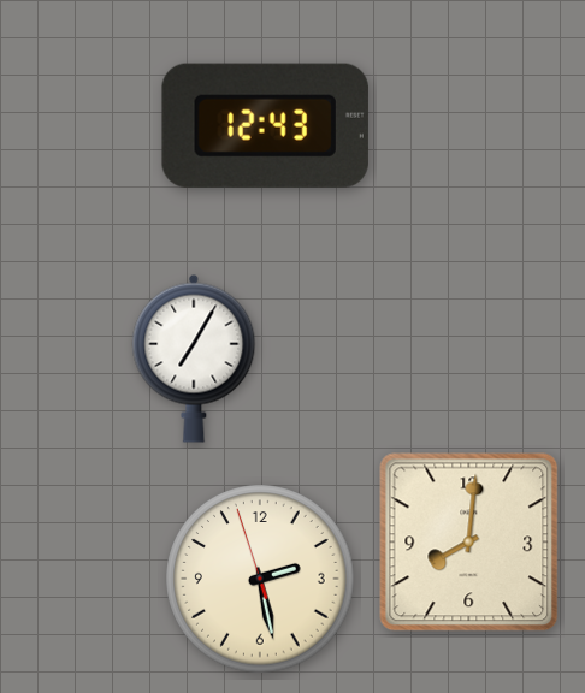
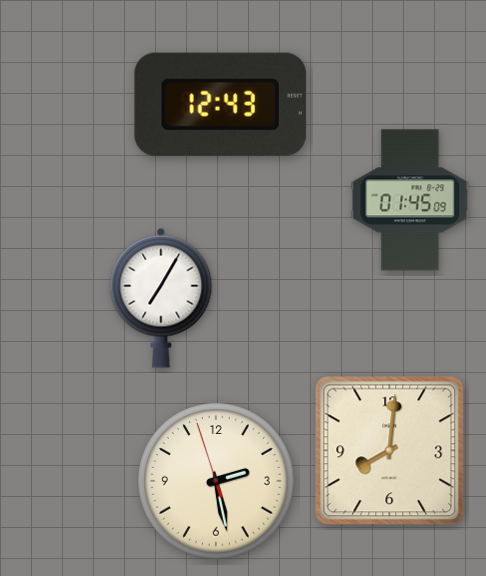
clock at (410, 200): none -> 01:45
